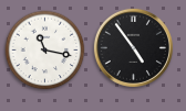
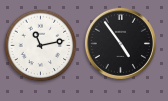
clock at (45, 51): 11:17 -> 11:13
